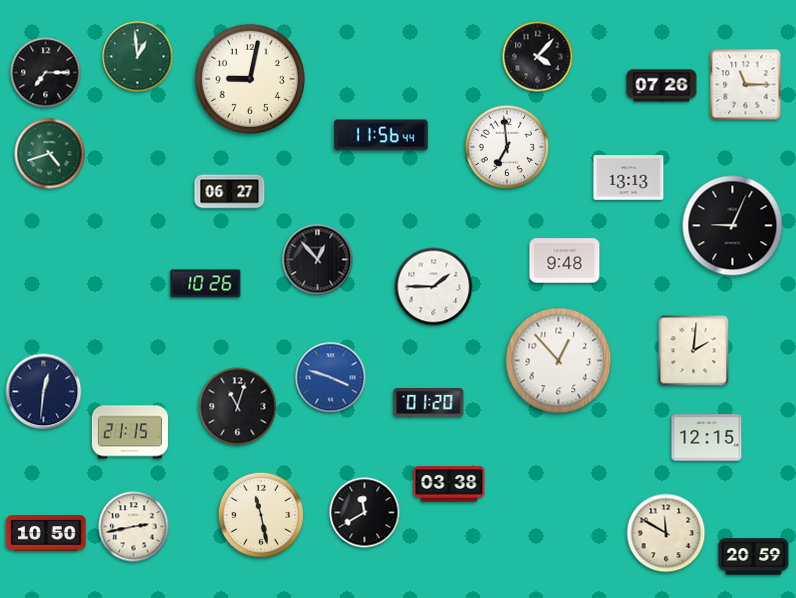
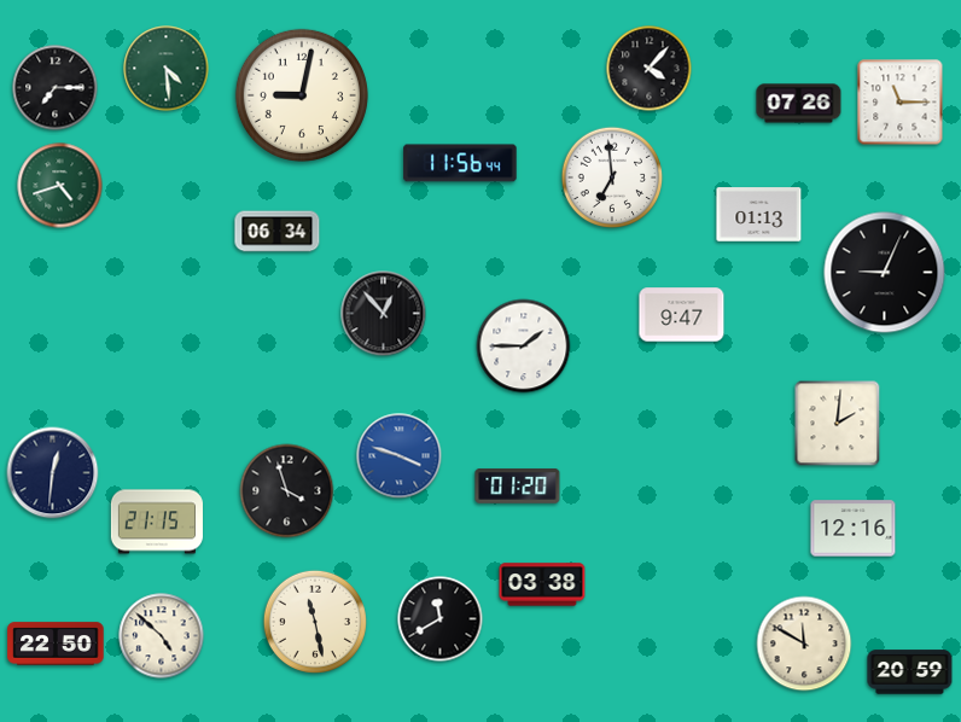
clock at (138, 57): 12:59 -> 4:29
clock at (629, 178): 13:13 -> 01:13
clock at (230, 192): 06:27 -> 06:34
clock at (565, 261): 9:48 -> 9:47
clock at (206, 284): 10:26 -> none
clock at (559, 361): 12:53 -> none
clock at (238, 407): 11:03 -> 3:57
clock at (707, 438): 12:15 -> 12:16
clock at (134, 527): 2:43 -> 4:52
clock at (46, 533): 10:50 -> 22:50
